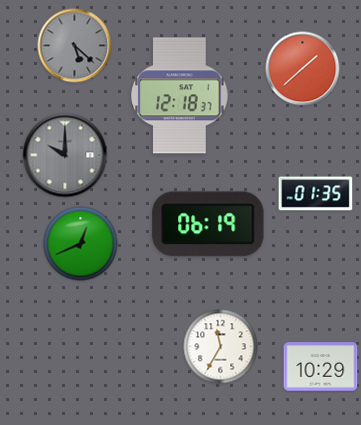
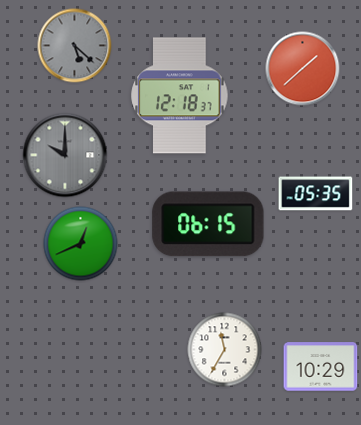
clock at (316, 194): 01:35 -> 05:35
clock at (208, 224): 06:19 -> 06:15
clock at (221, 347) position: (221, 347) -> (225, 350)
